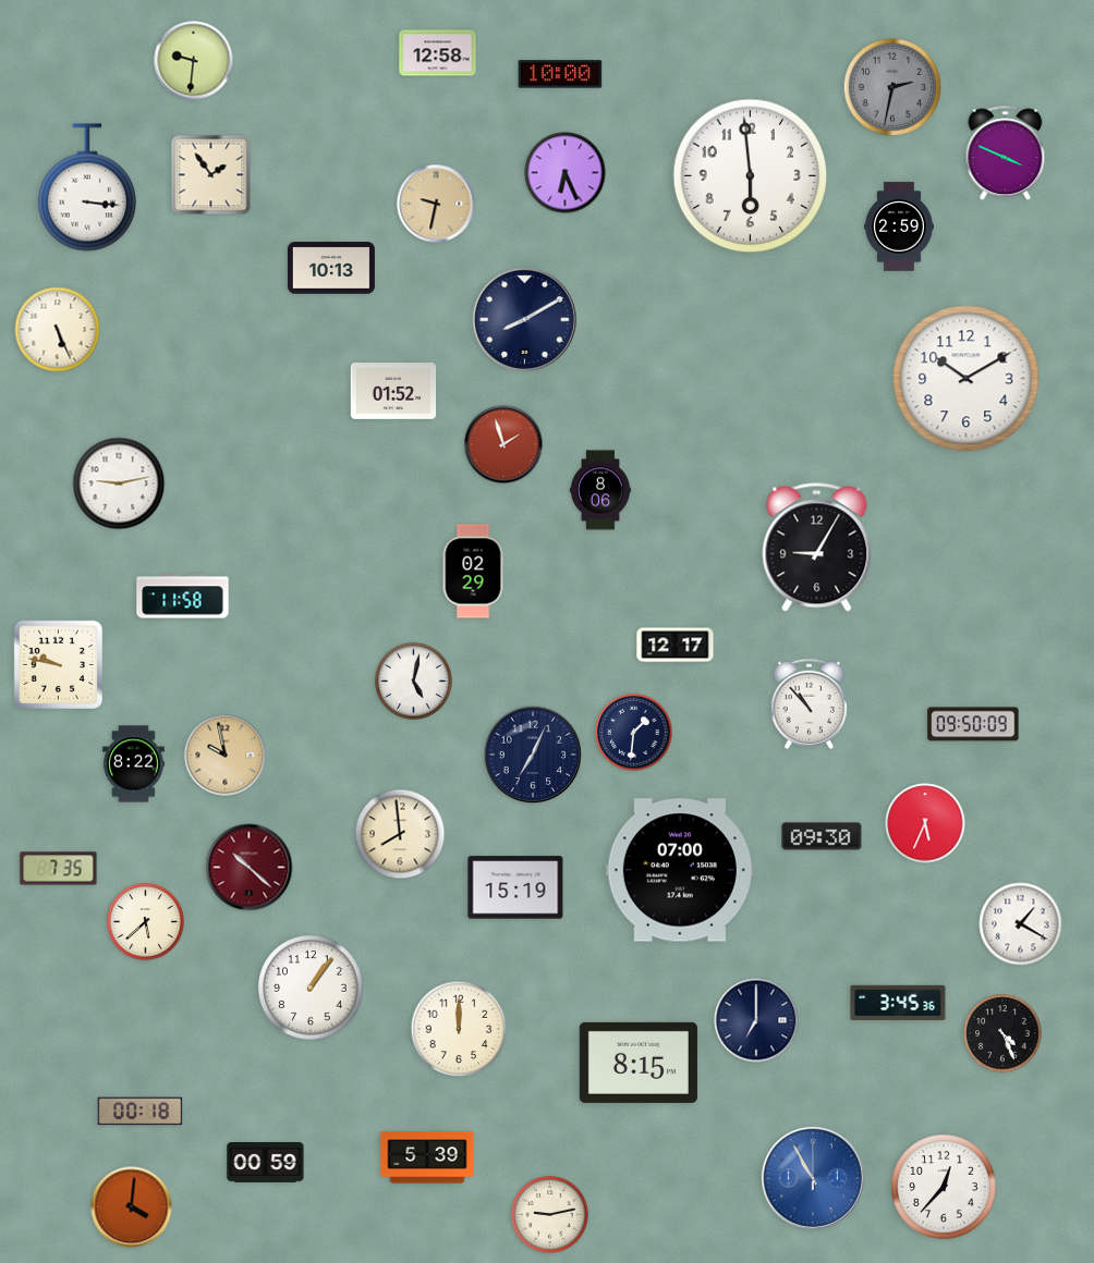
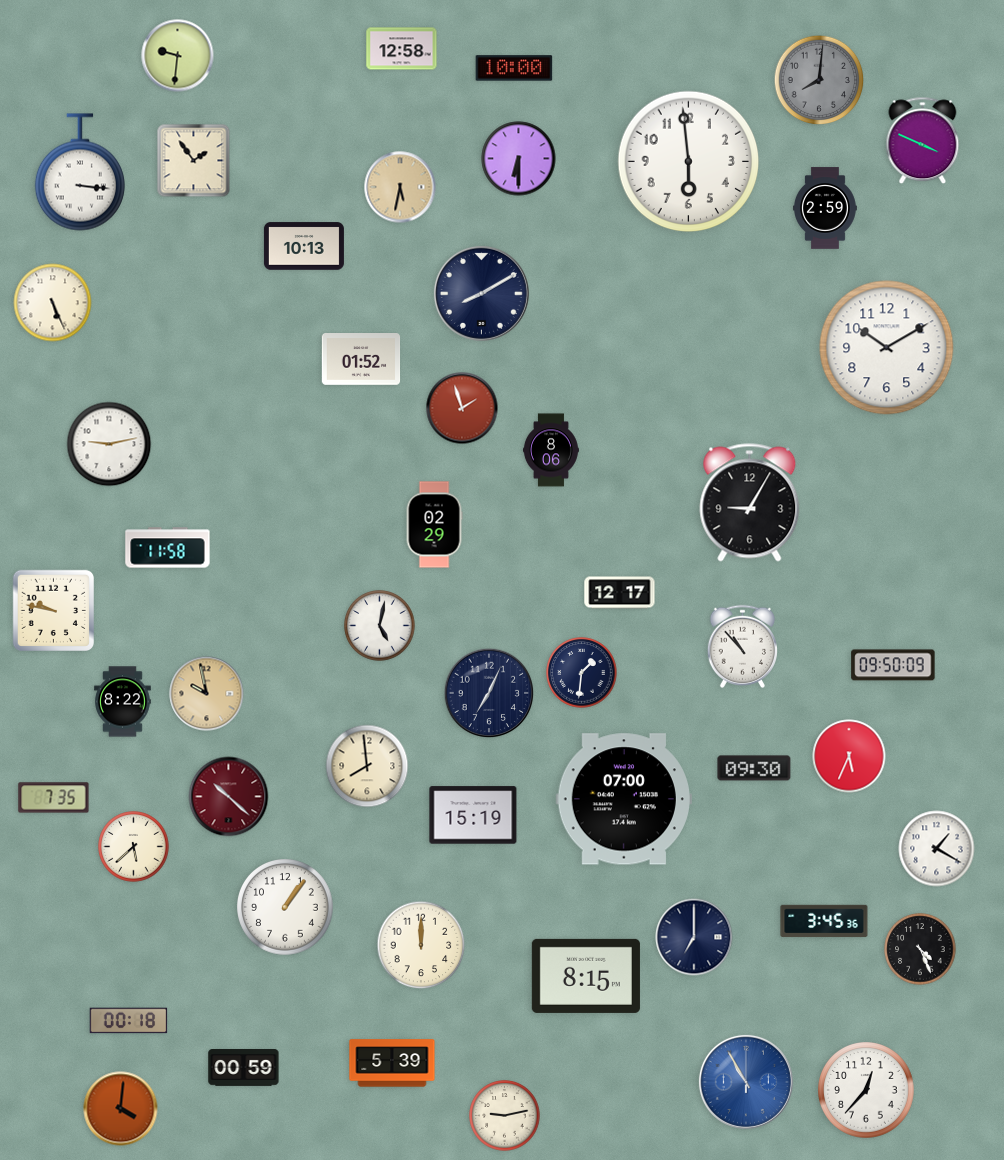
clock at (892, 87): 2:32 -> 8:01
clock at (566, 173): 6:26 -> 6:30
clock at (436, 204): 9:32 -> 5:32
